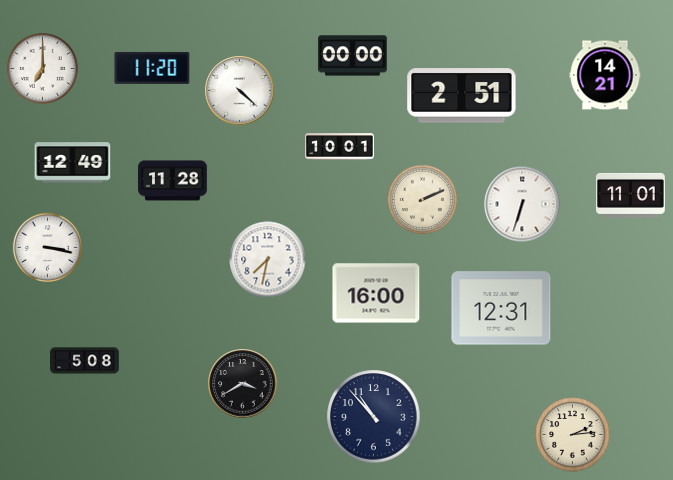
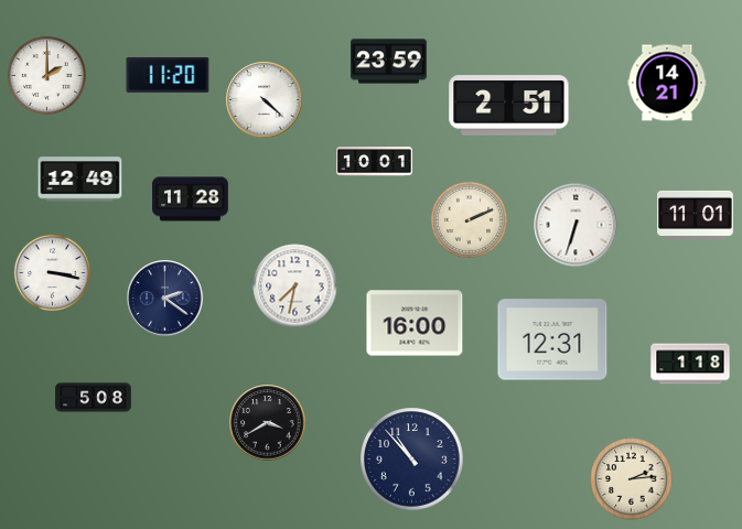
clock at (353, 56): 00:00 -> 23:59
clock at (42, 68): 7:00 -> 2:00
clock at (422, 199) position: (422, 199) -> (469, 219)
clock at (165, 299): none -> 2:21
clock at (690, 364): none -> 1:18
